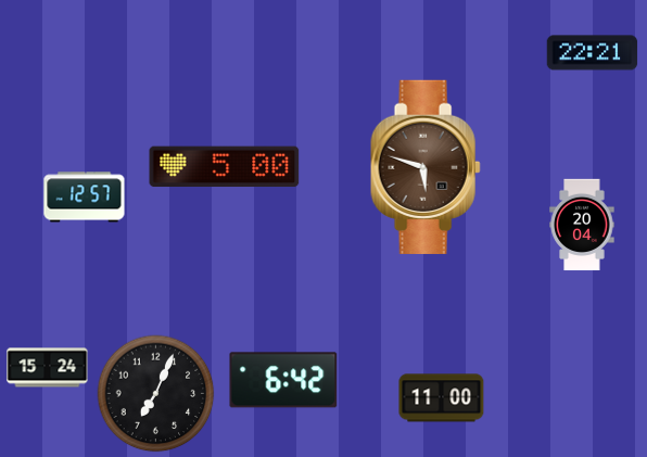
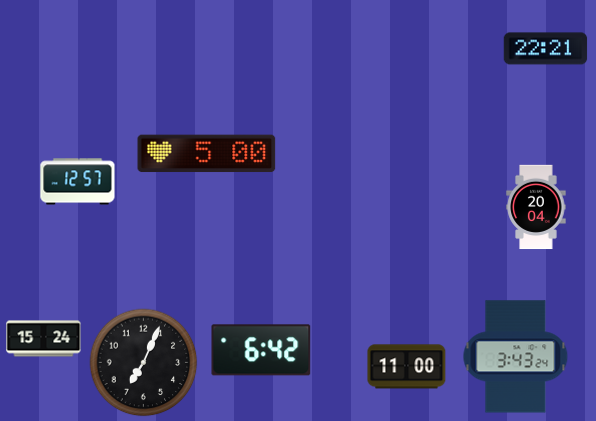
clock at (426, 167): 5:48 -> none
clock at (516, 357): none -> 3:43
